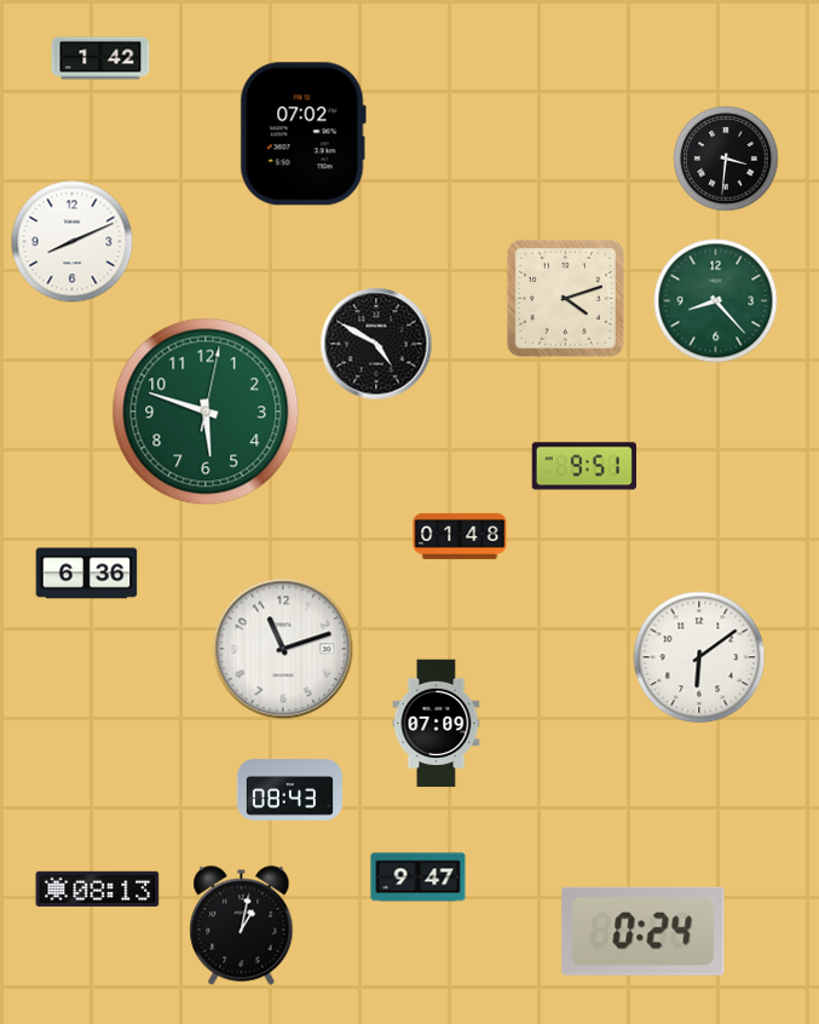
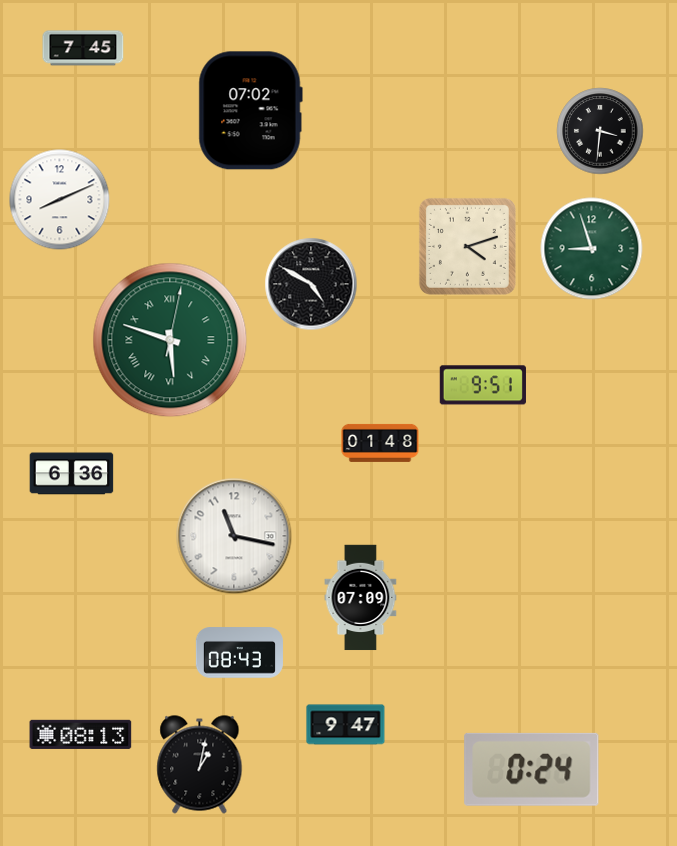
clock at (100, 58): 1:42 -> 7:45
clock at (716, 301): 8:23 -> 8:57
clock at (206, 412) numerals: Arabic -> Roman
clock at (283, 649): 11:12 -> 11:17
clock at (699, 657): 6:09 -> none
